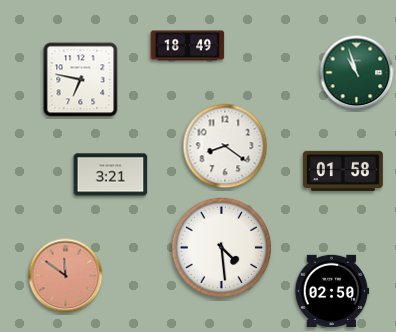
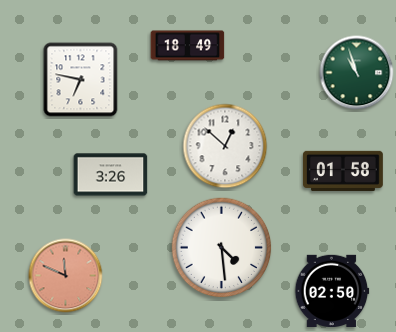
clock at (225, 146): 8:21 -> 12:52
clock at (111, 175): 3:21 -> 3:26
clock at (66, 276): 11:51 -> 11:49
